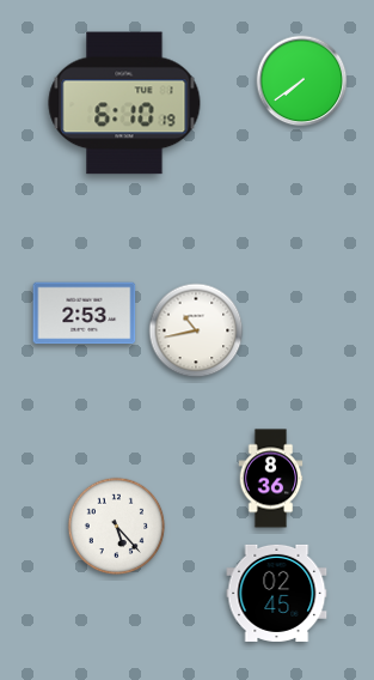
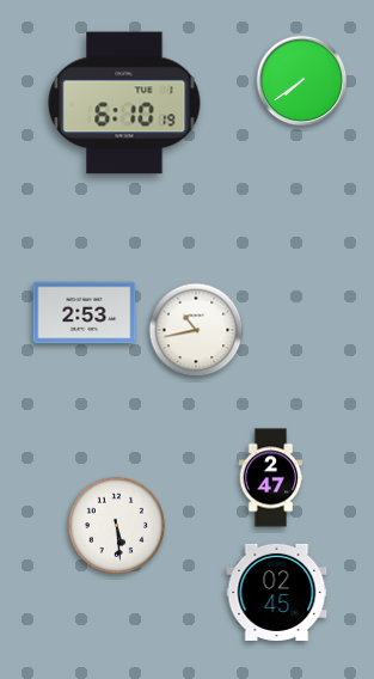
clock at (271, 479): 8:36 -> 2:47
clock at (117, 527): 5:23 -> 5:29
